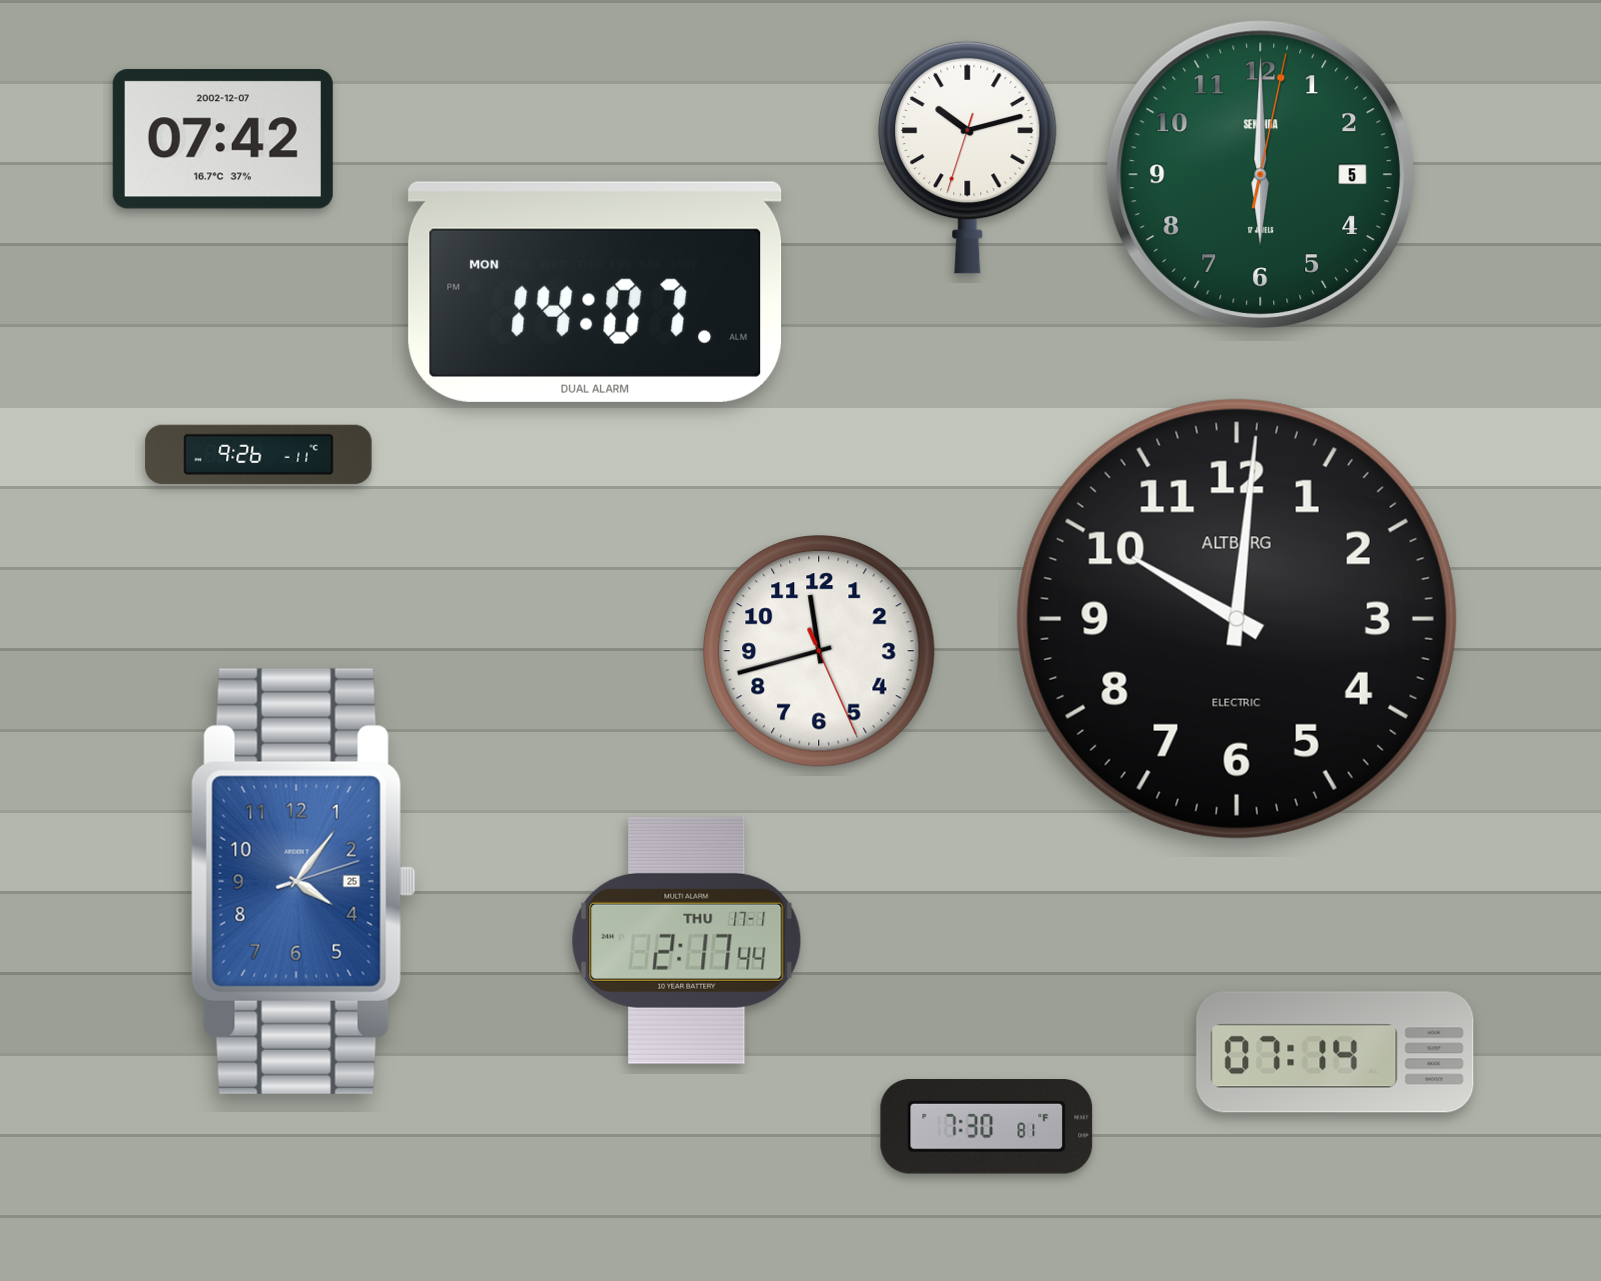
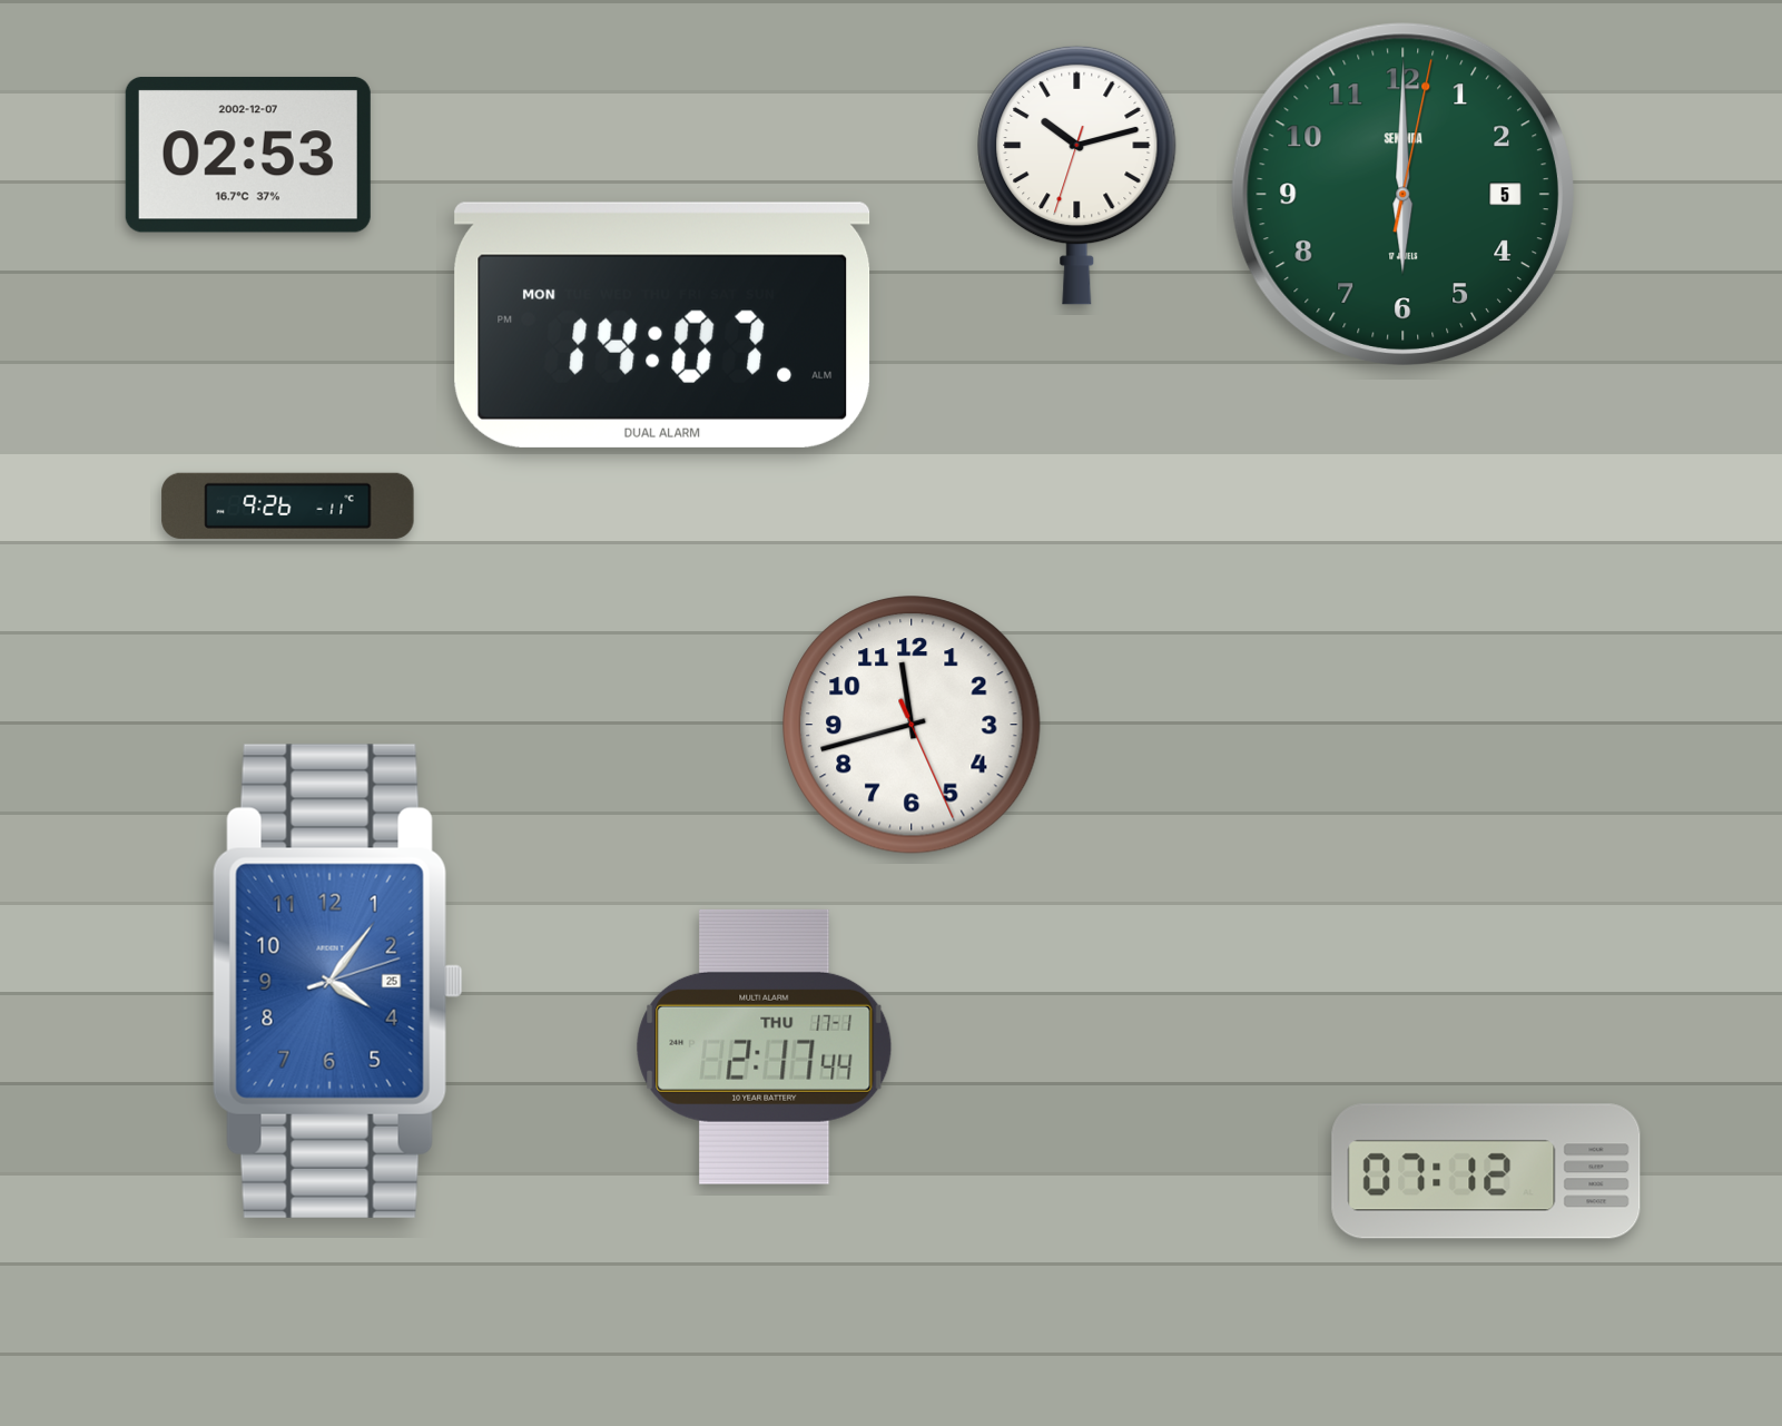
clock at (223, 139): 07:42 -> 02:53
clock at (1237, 619): 10:01 -> none
clock at (1335, 1052): 07:14 -> 07:12
clock at (987, 1127): 7:30 -> none
